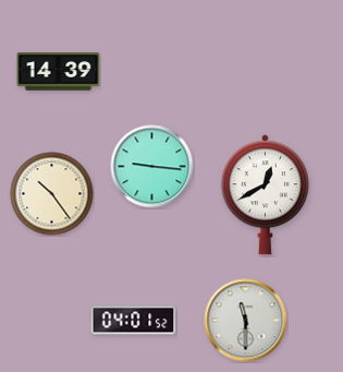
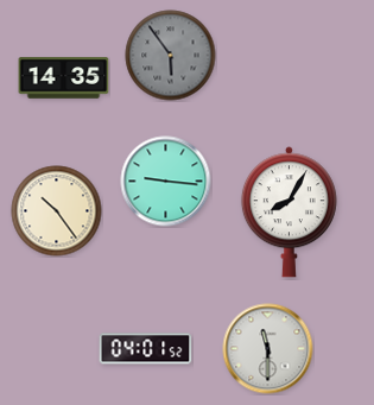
clock at (171, 56): none -> 5:54
clock at (59, 72): 14:39 -> 14:35
clock at (265, 195): 12:40 -> 8:05
